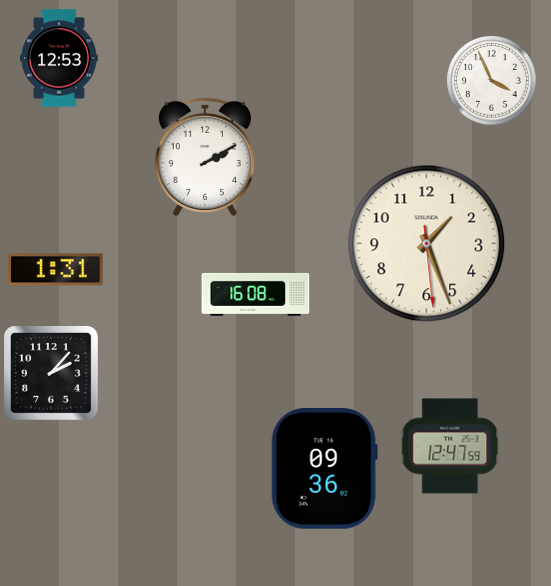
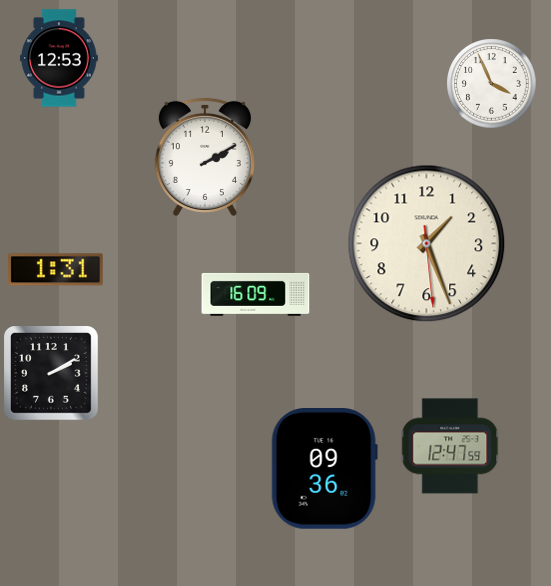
clock at (492, 81) position: (492, 81) -> (492, 84)
clock at (256, 294): 16:08 -> 16:09
clock at (52, 374): 2:07 -> 2:10
